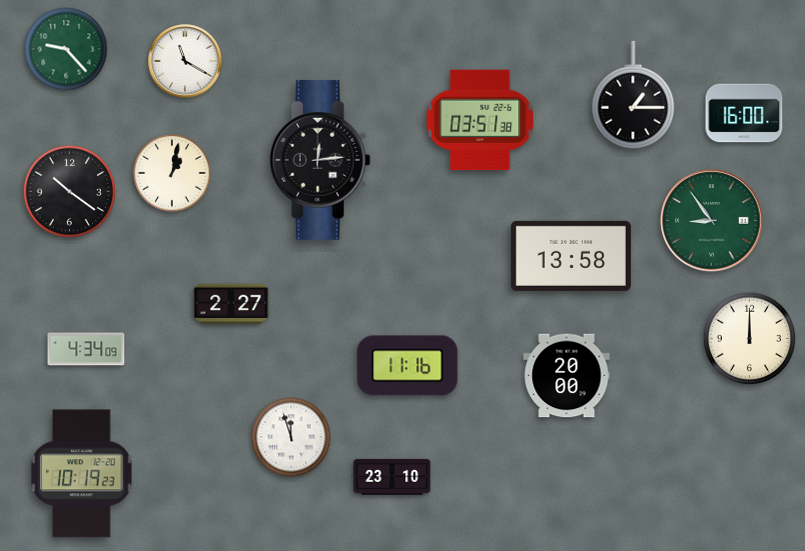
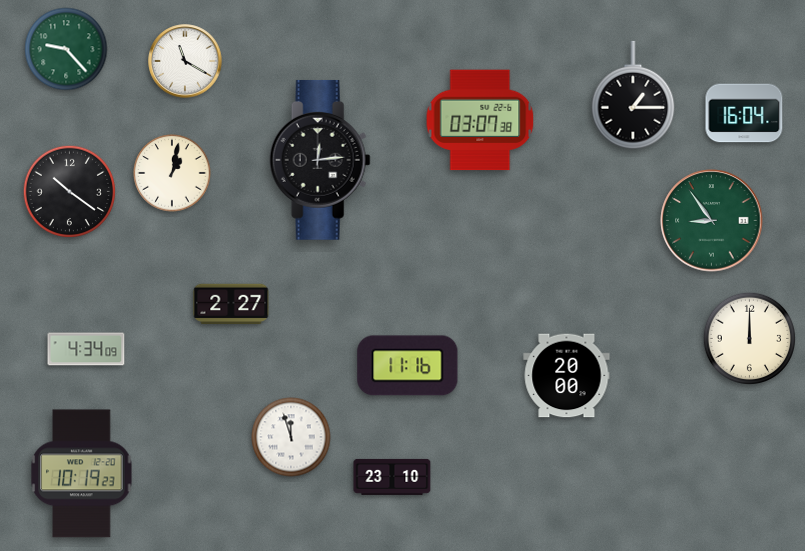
clock at (744, 113): 16:00 -> 16:04
clock at (480, 120): 03:51 -> 03:07
clock at (571, 256): 13:58 -> none
